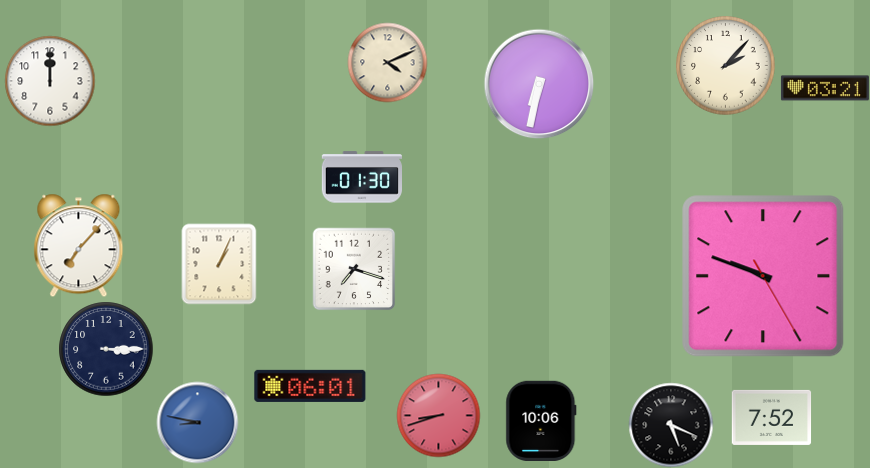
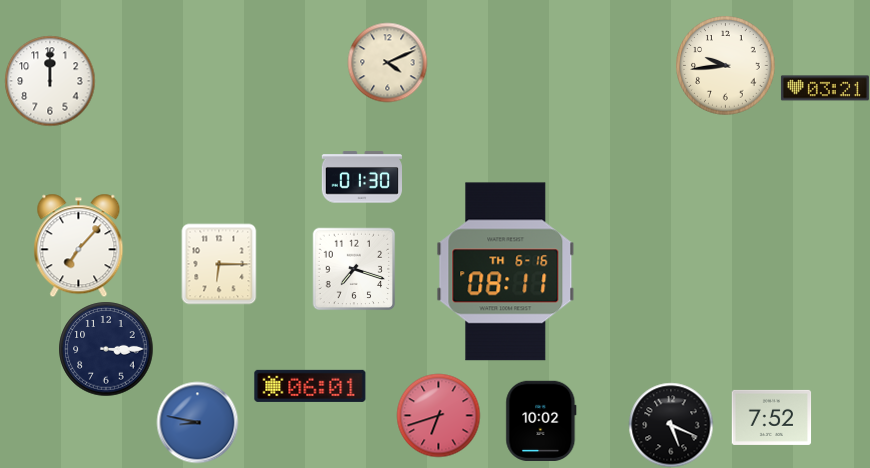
clock at (726, 66): 2:07 -> 9:44
clock at (539, 84): 6:32 -> none
clock at (219, 264): 1:04 -> 6:15
clock at (506, 272): none -> 08:11
clock at (763, 276): 9:48 -> none
clock at (438, 415): 8:42 -> 6:42
clock at (541, 420): 10:06 -> 10:02
